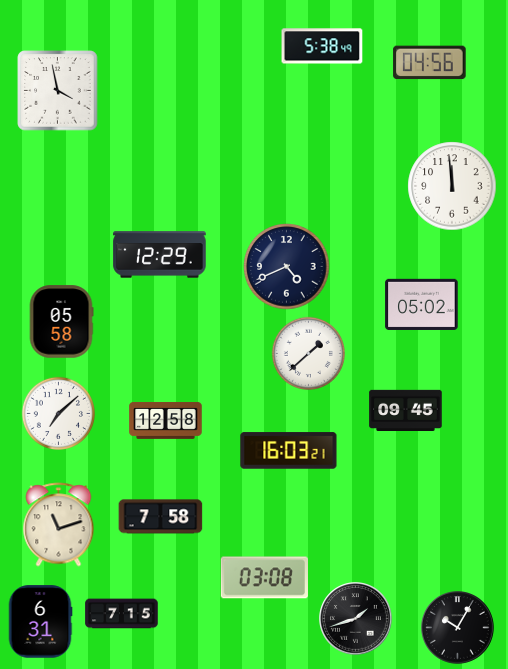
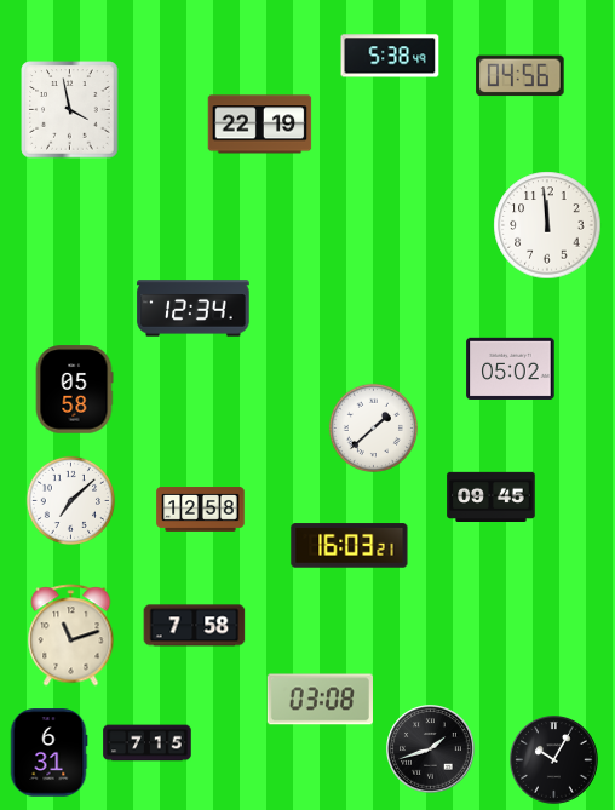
clock at (260, 125): none -> 22:19
clock at (160, 255): 12:29 -> 12:34
clock at (287, 267): 4:41 -> none
